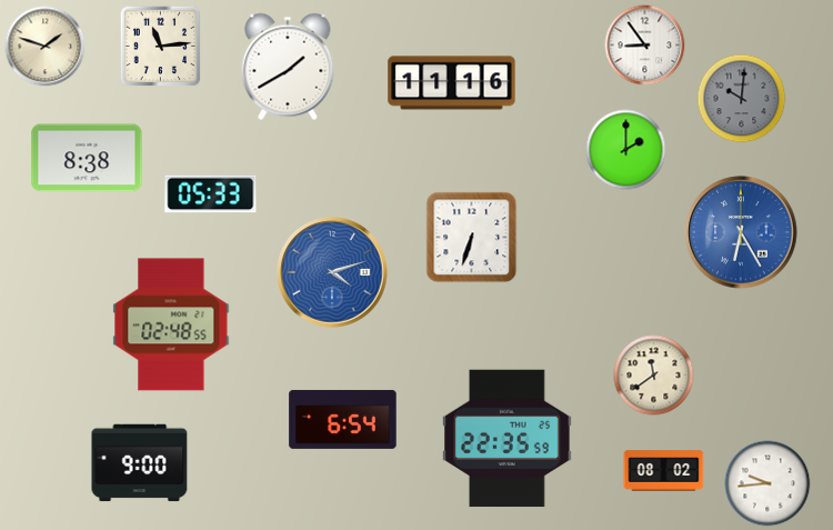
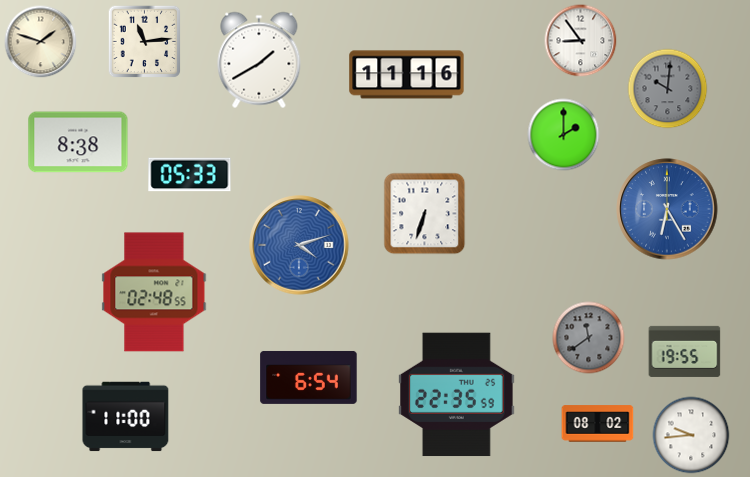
clock at (654, 376) dial: cream -> grey
clock at (685, 351): none -> 19:55
clock at (140, 463): 9:00 -> 11:00
